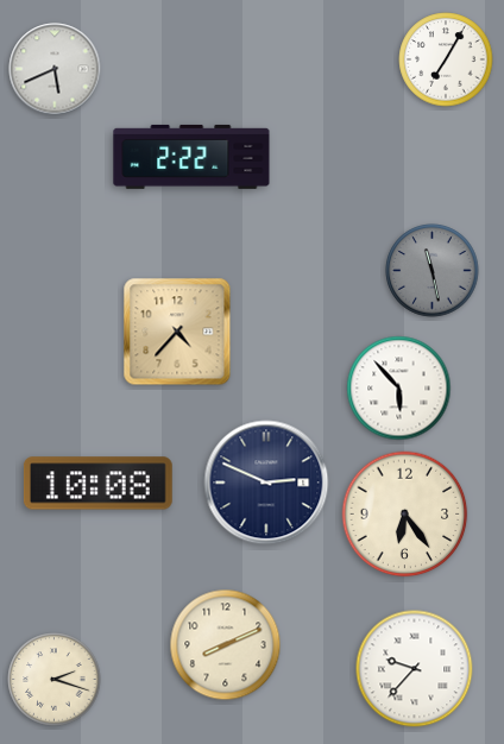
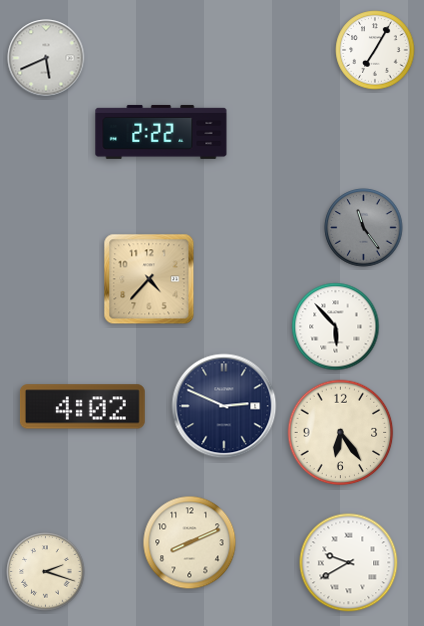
clock at (433, 271): 11:28 -> 11:24
clock at (97, 484): 10:08 -> 4:02
clock at (415, 669): 9:37 -> 9:40
